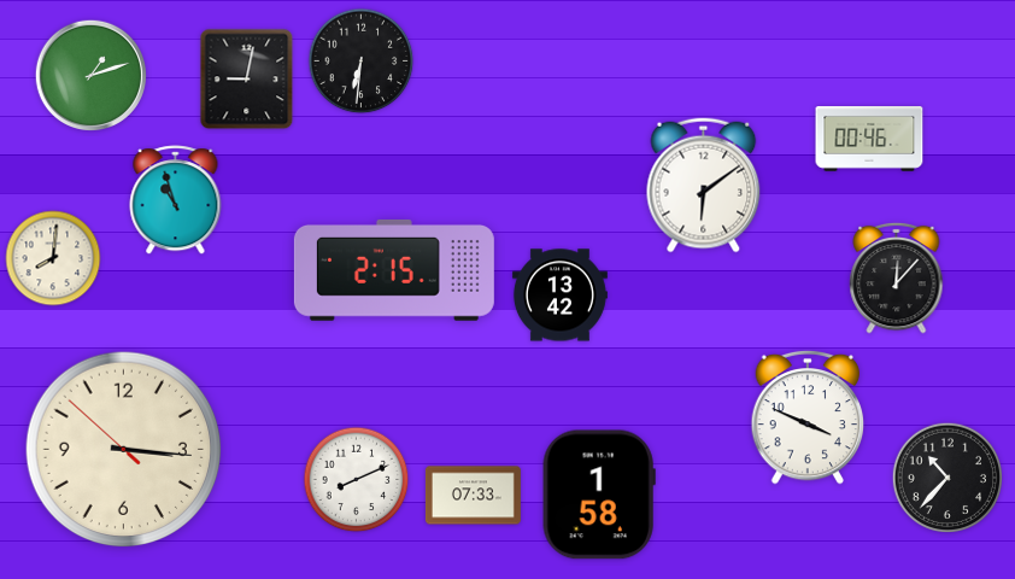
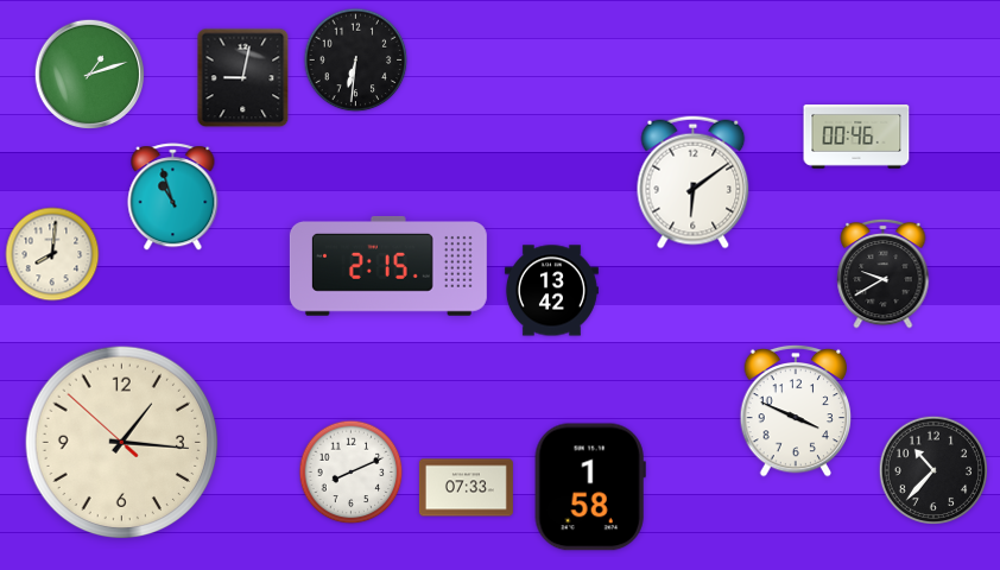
clock at (897, 277): 12:07 -> 9:40
clock at (124, 450): 3:15 -> 1:15
